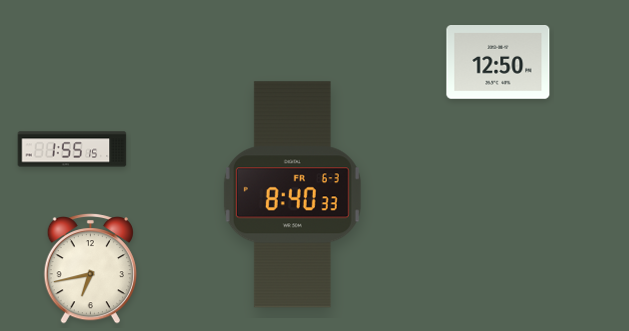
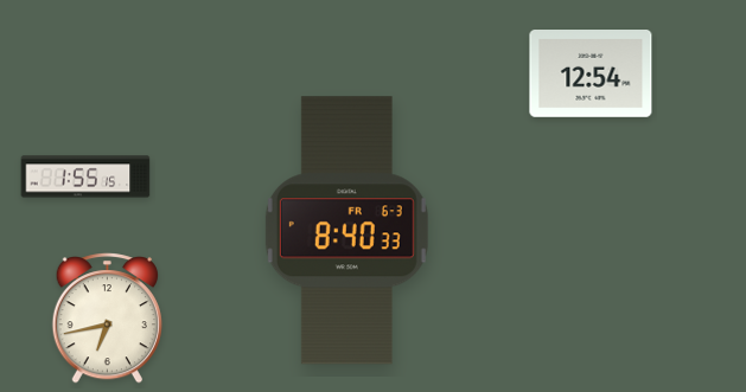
clock at (498, 63): 12:50 -> 12:54
